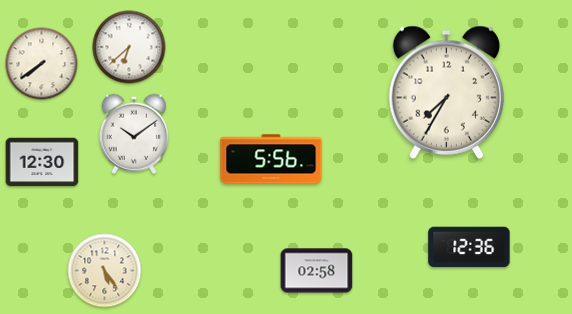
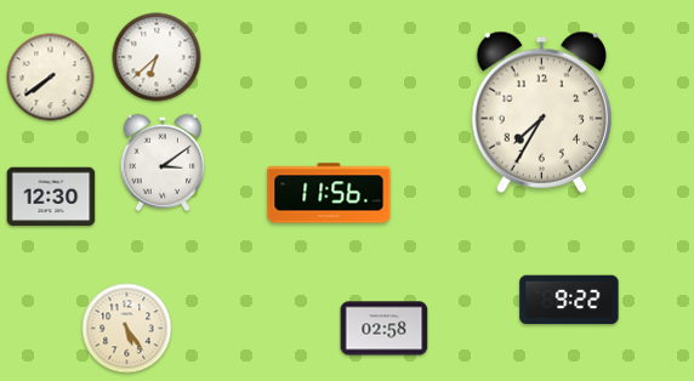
clock at (133, 134): 10:09 -> 3:09
clock at (271, 159): 5:56 -> 11:56
clock at (469, 247): 12:36 -> 9:22
